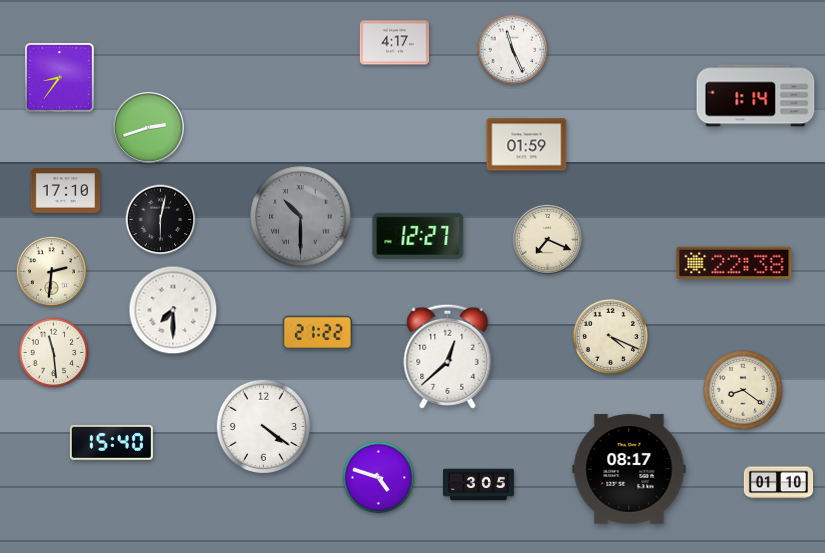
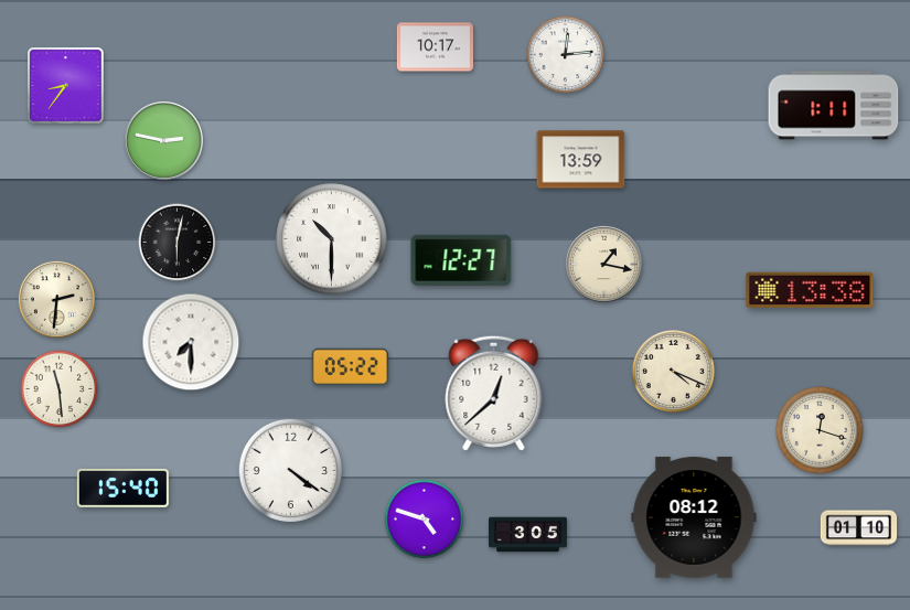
clock at (394, 43): 4:17 -> 10:17
clock at (513, 50): 11:26 -> 12:14
clock at (756, 96): 1:14 -> 1:11
clock at (148, 127): 2:42 -> 2:47
clock at (527, 145): 01:59 -> 13:59
clock at (66, 191): 17:10 -> none
clock at (301, 217) dial: grey -> white
clock at (547, 239): 7:19 -> 1:17
clock at (734, 263): 22:38 -> 13:38
clock at (317, 332): 21:22 -> 05:22
clock at (743, 390): 8:21 -> 12:18
clock at (629, 469): 08:17 -> 08:12
clock at (379, 478) position: (379, 478) -> (425, 520)
clock at (779, 483) position: (779, 483) -> (859, 528)
